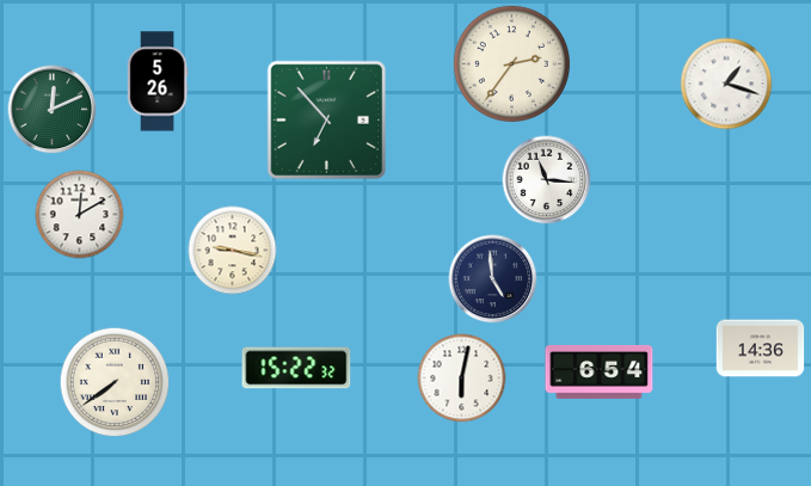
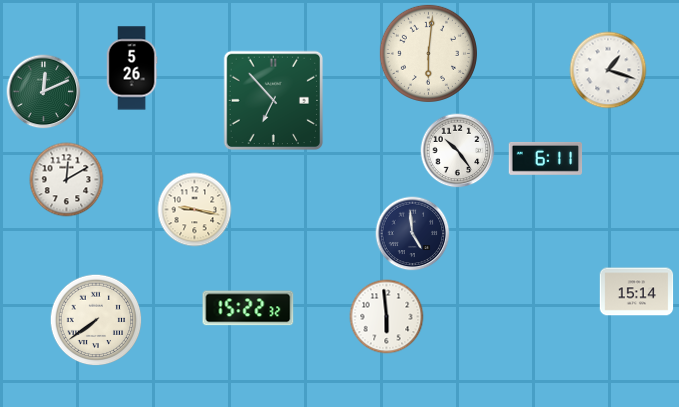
clock at (511, 63): 2:36 -> 6:01
clock at (547, 180): 11:16 -> 10:24
clock at (546, 158): none -> 6:11
clock at (761, 349): 14:36 -> 15:14
clock at (600, 371): 6:54 -> none
clock at (462, 379): 6:02 -> 5:59
